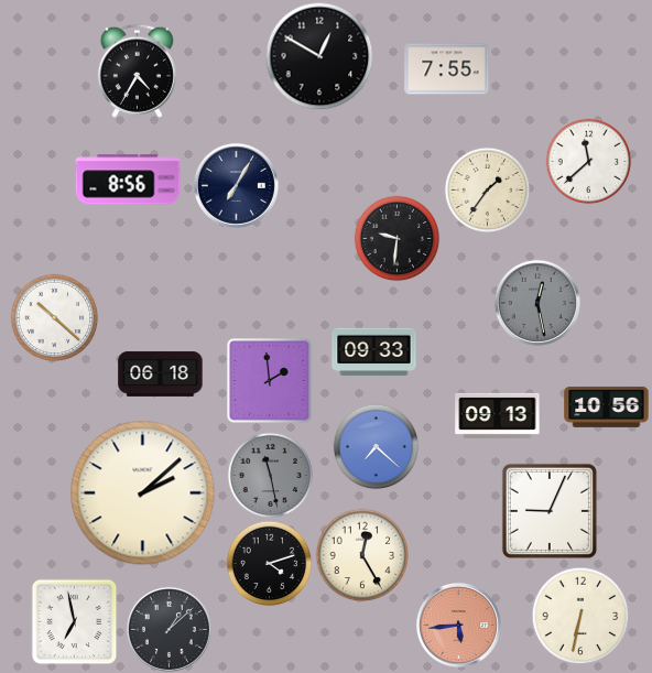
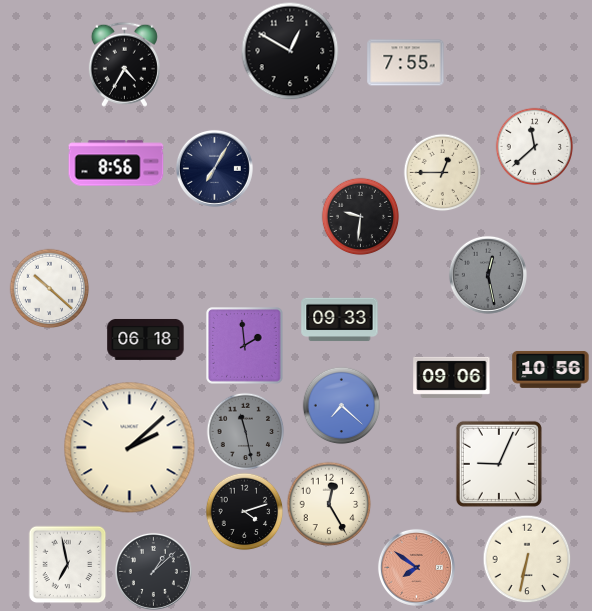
clock at (487, 189): 1:36 -> 12:45
clock at (498, 415): 09:13 -> 09:06
clock at (458, 625): 5:44 -> 7:51
